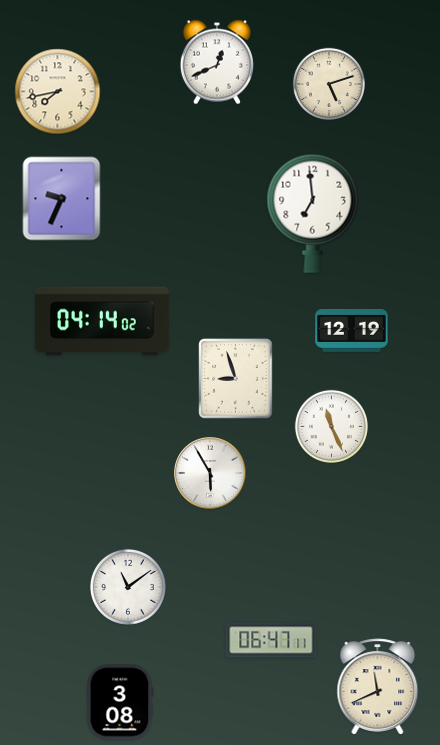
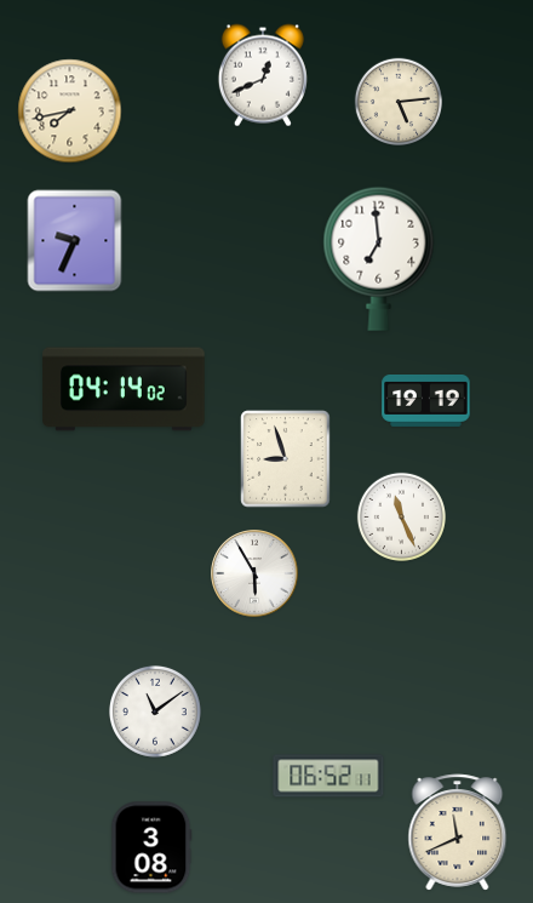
clock at (328, 83): 5:12 -> 5:14
clock at (352, 331): 12:19 -> 19:19
clock at (271, 640): 06:47 -> 06:52
clock at (120, 702) position: (120, 702) -> (151, 847)
